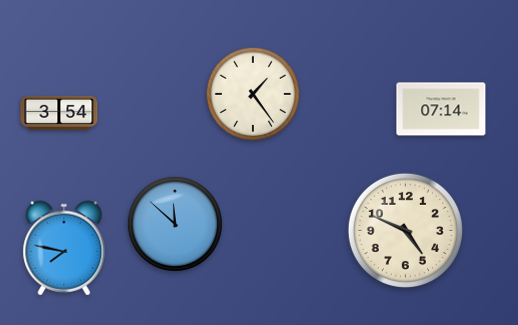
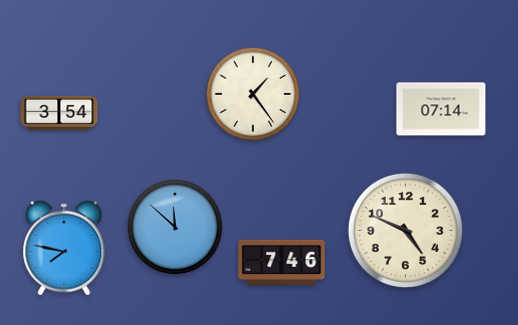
clock at (175, 224) position: (175, 224) -> (175, 227)
clock at (282, 263): none -> 7:46
